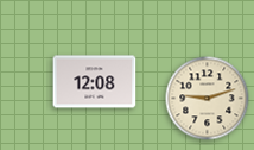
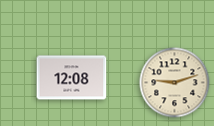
clock at (95, 82) position: (95, 82) -> (72, 78)
